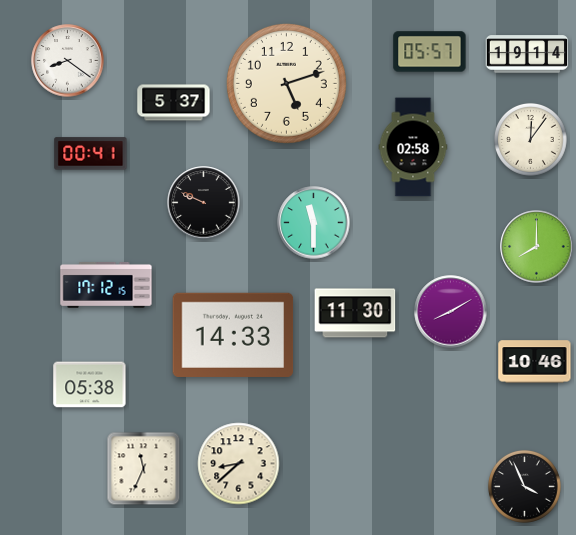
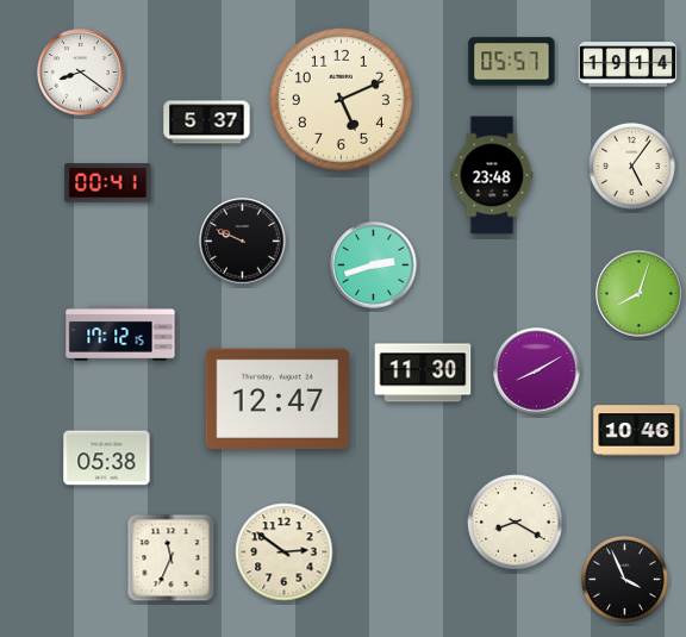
clock at (286, 83): 5:12 -> 5:11
clock at (530, 139): 12:06 -> 5:06
clock at (413, 147): 02:58 -> 23:48
clock at (314, 223): 11:30 -> 2:42
clock at (537, 247): 8:00 -> 8:03
clock at (106, 285) position: (106, 285) -> (120, 333)
clock at (233, 335): 14:33 -> 12:47
clock at (516, 523): none -> 8:20
clock at (239, 464): 8:38 -> 2:51
